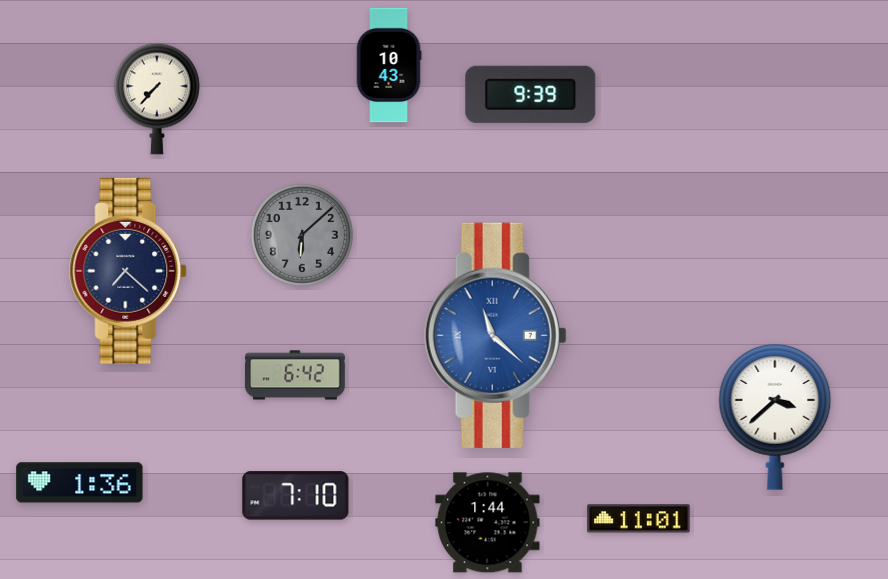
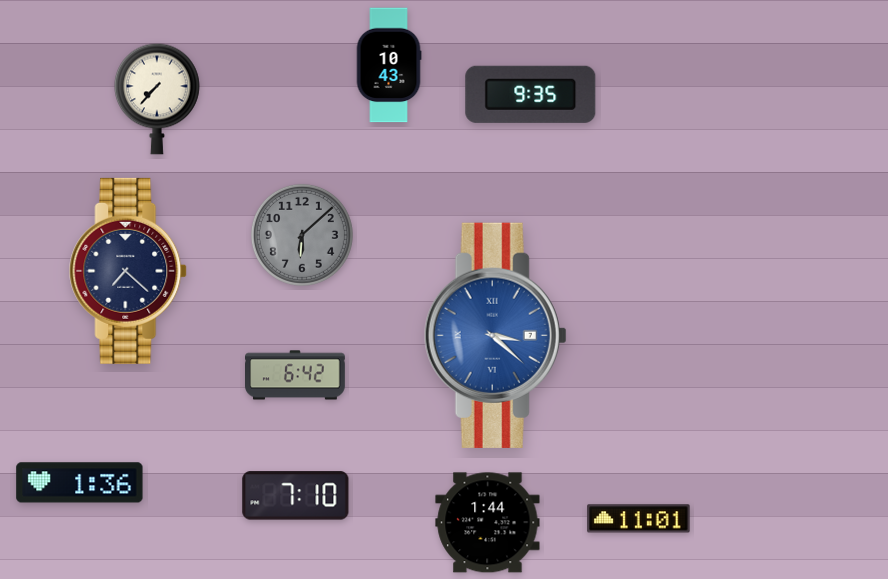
clock at (531, 94): 9:39 -> 9:35
clock at (495, 335): 11:22 -> 3:22
clock at (775, 417): 3:38 -> none
